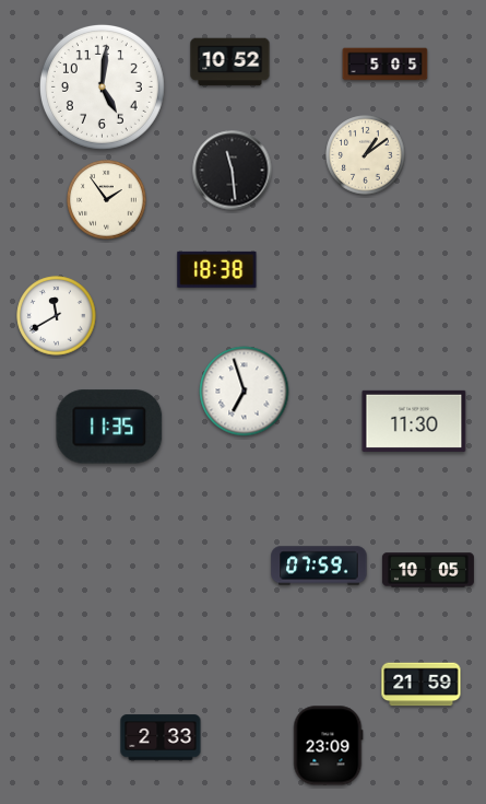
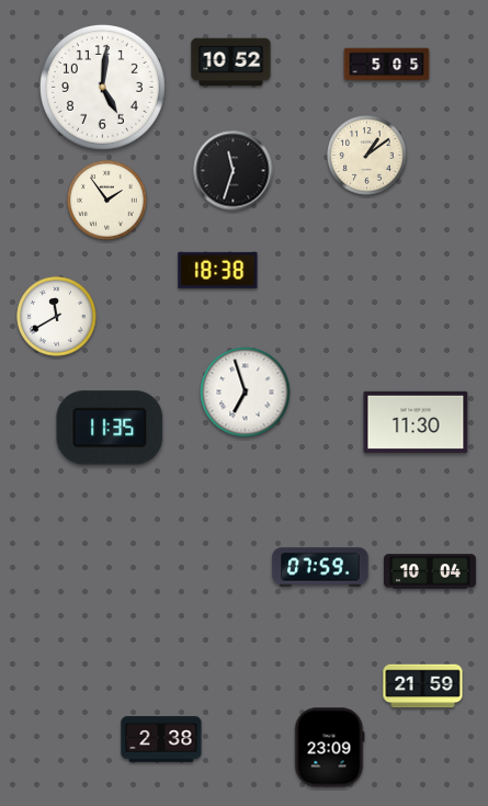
clock at (233, 171): 11:29 -> 11:33
clock at (428, 570): 10:05 -> 10:04
clock at (161, 737): 2:33 -> 2:38
